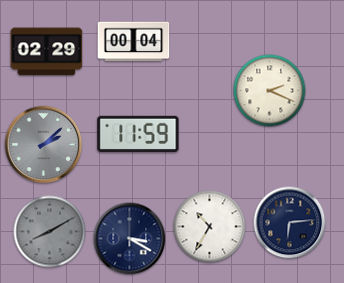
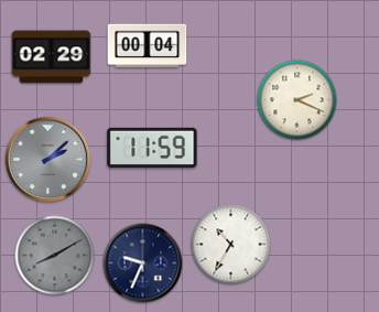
clock at (290, 223): 6:14 -> none
clock at (210, 227) position: (210, 227) -> (231, 245)
clock at (130, 239): 3:20 -> 9:34
